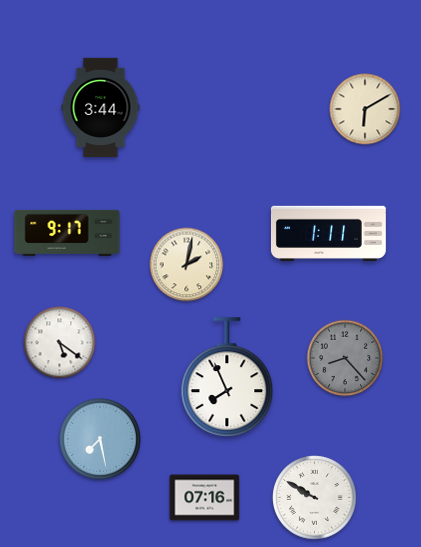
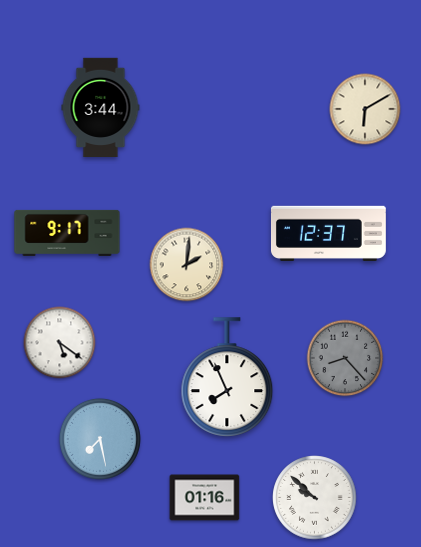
clock at (328, 233): 1:11 -> 12:37
clock at (187, 265): 2:02 -> 2:01
clock at (205, 498): 07:16 -> 01:16
clock at (315, 498): 9:50 -> 9:52
